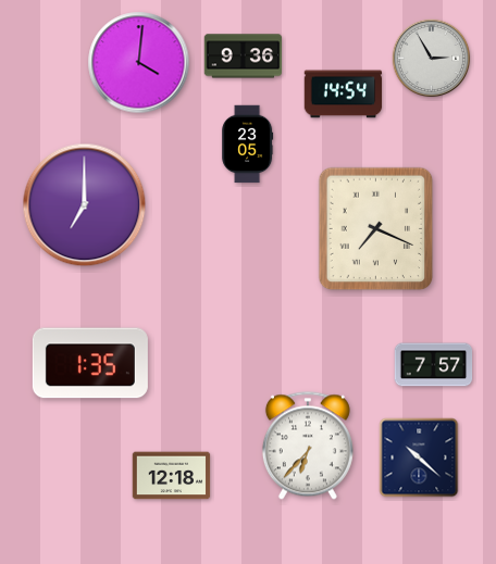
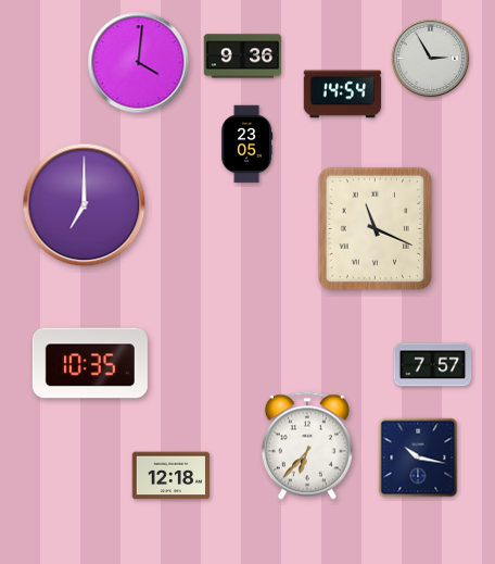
clock at (376, 229): 7:19 -> 11:19
clock at (90, 363): 1:35 -> 10:35
clock at (419, 458): 10:22 -> 10:17
